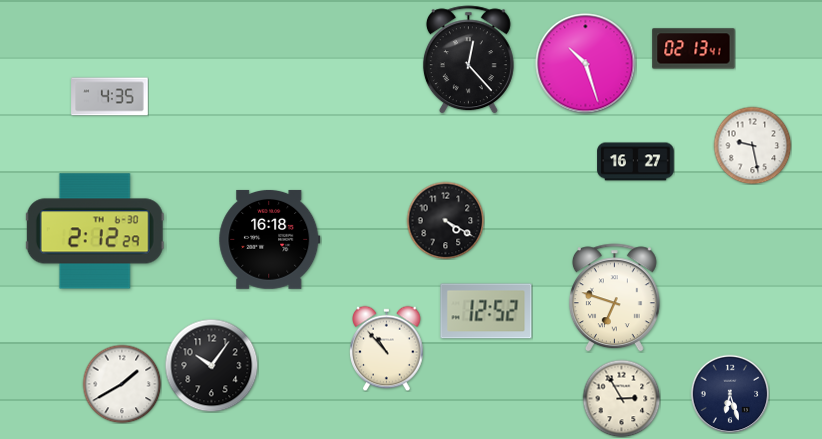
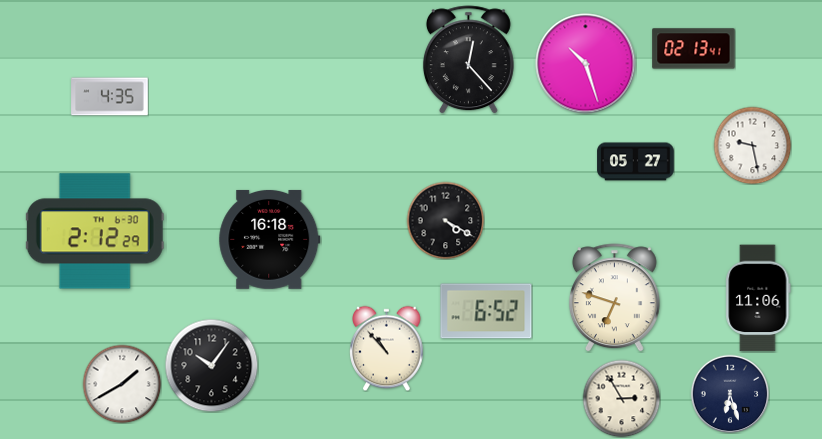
clock at (636, 162): 16:27 -> 05:27
clock at (758, 298): none -> 11:06
clock at (486, 311): 12:52 -> 6:52
